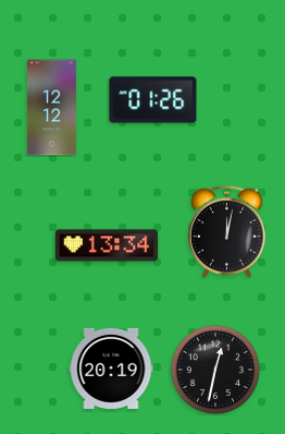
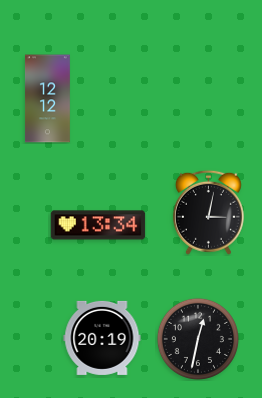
clock at (153, 100): 01:26 -> none
clock at (226, 231): 12:02 -> 3:02
